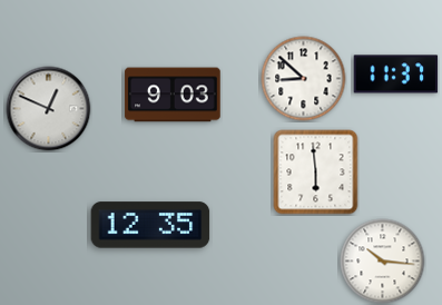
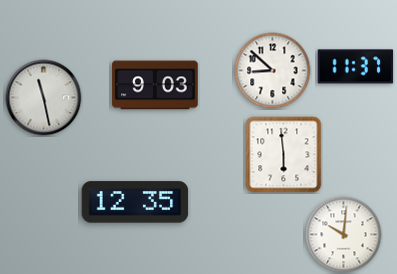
clock at (49, 109): 12:49 -> 11:28
clock at (383, 262): 10:16 -> 10:01
